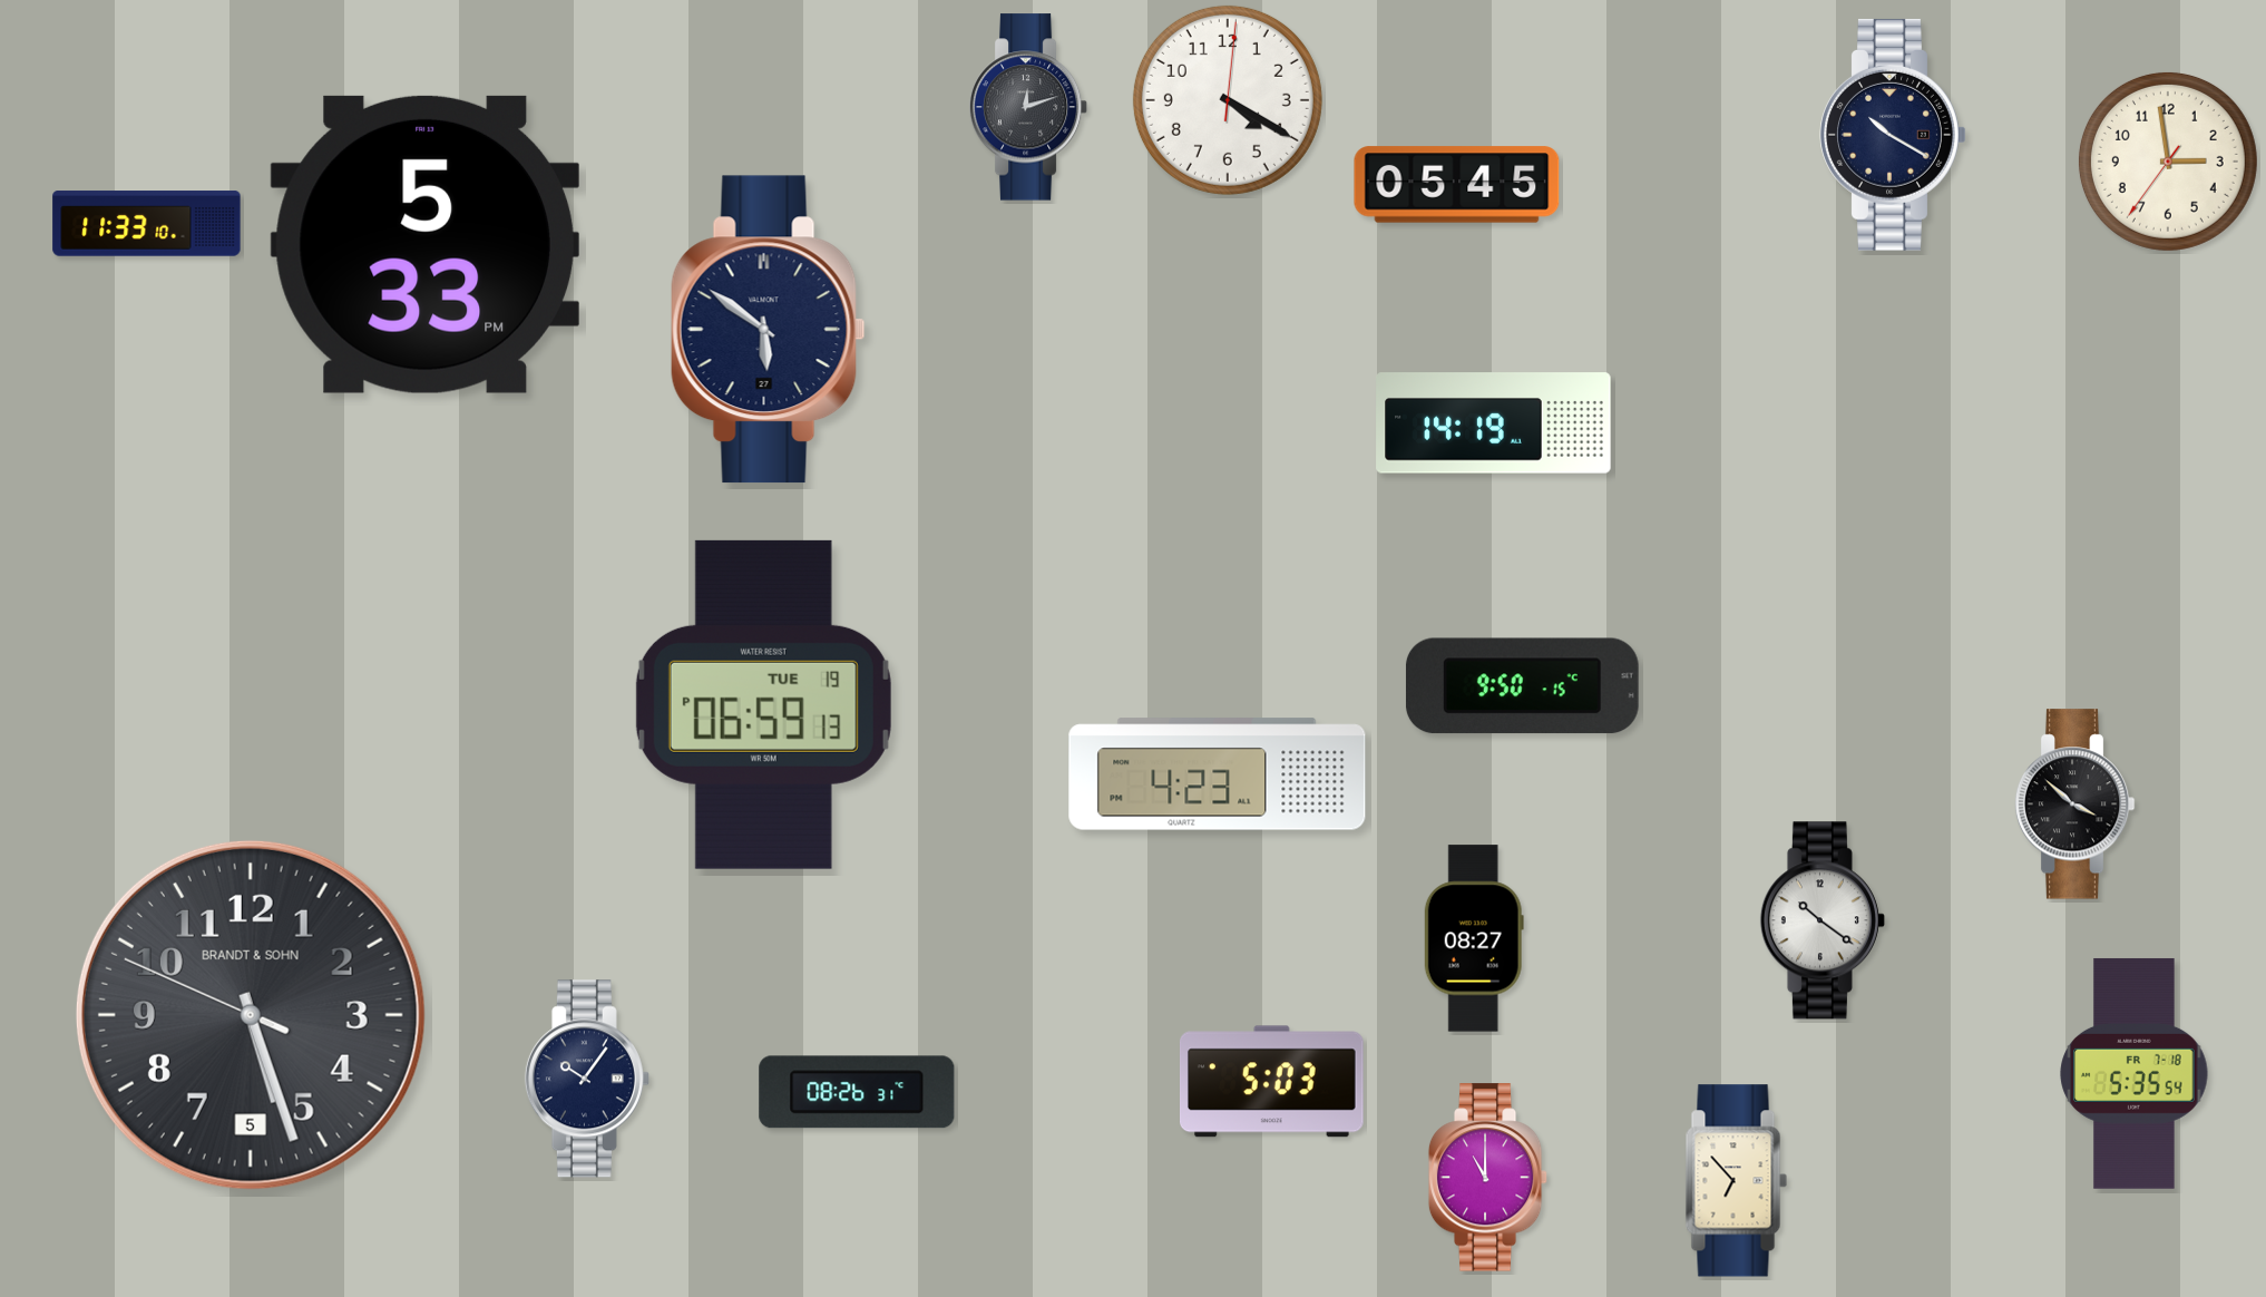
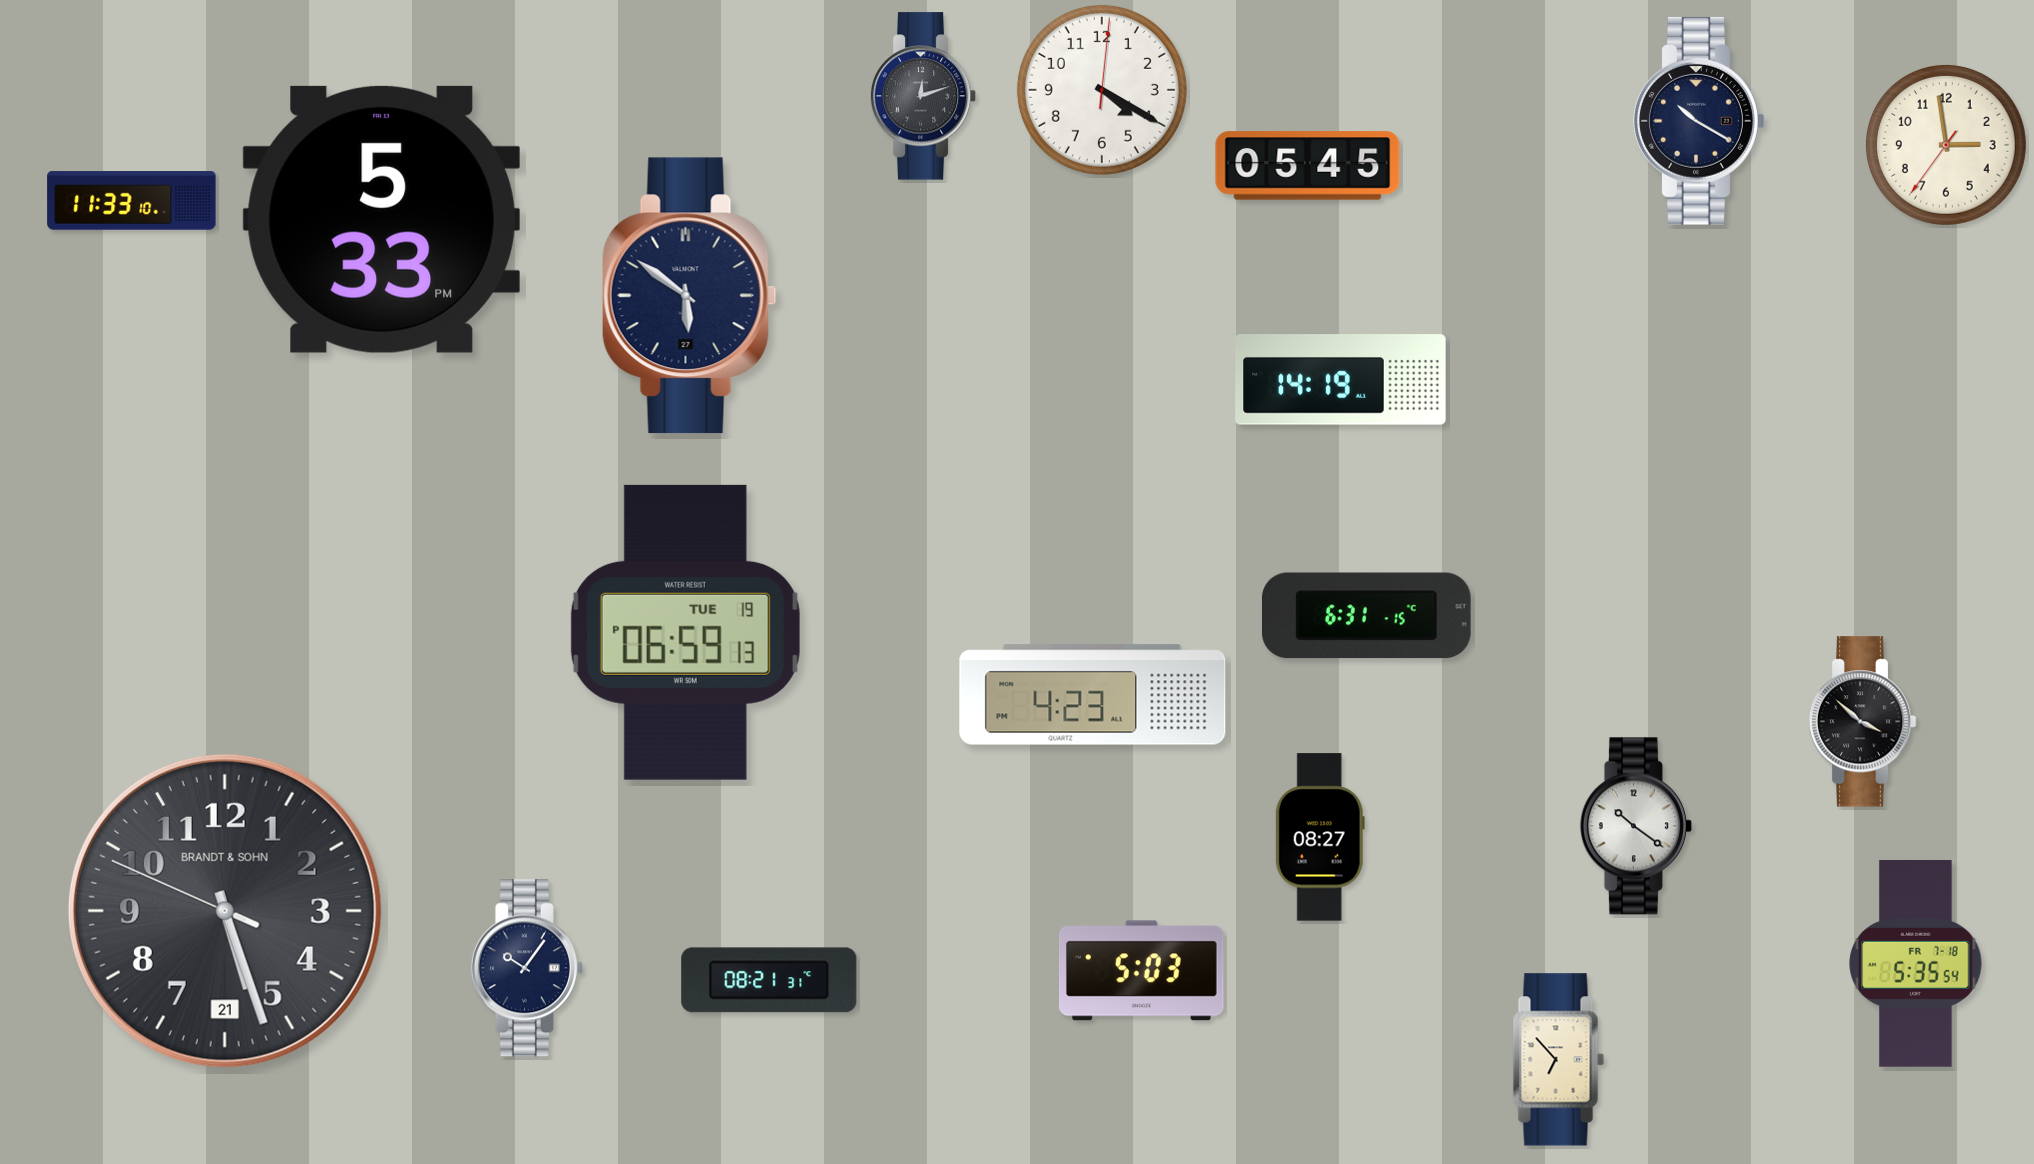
clock at (1522, 686): 9:50 -> 6:31
clock at (1474, 938) position: (1474, 938) -> (1320, 837)
clock at (251, 1015) date: 5 -> 21
clock at (857, 1092): 08:26 -> 08:21
clock at (1488, 1178): 11:00 -> none
